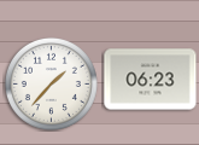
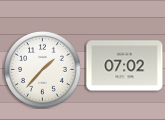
clock at (151, 80): 06:23 -> 07:02
